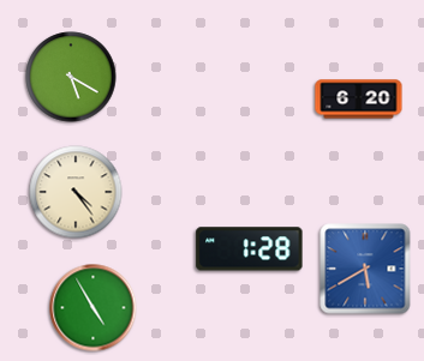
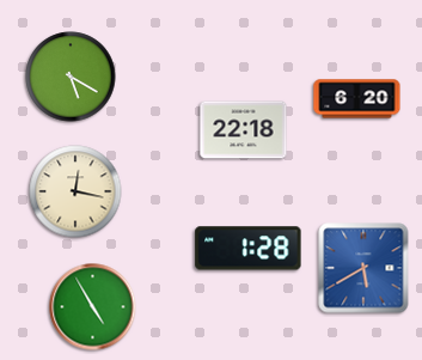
clock at (244, 130): none -> 22:18
clock at (76, 192): 4:24 -> 12:17
